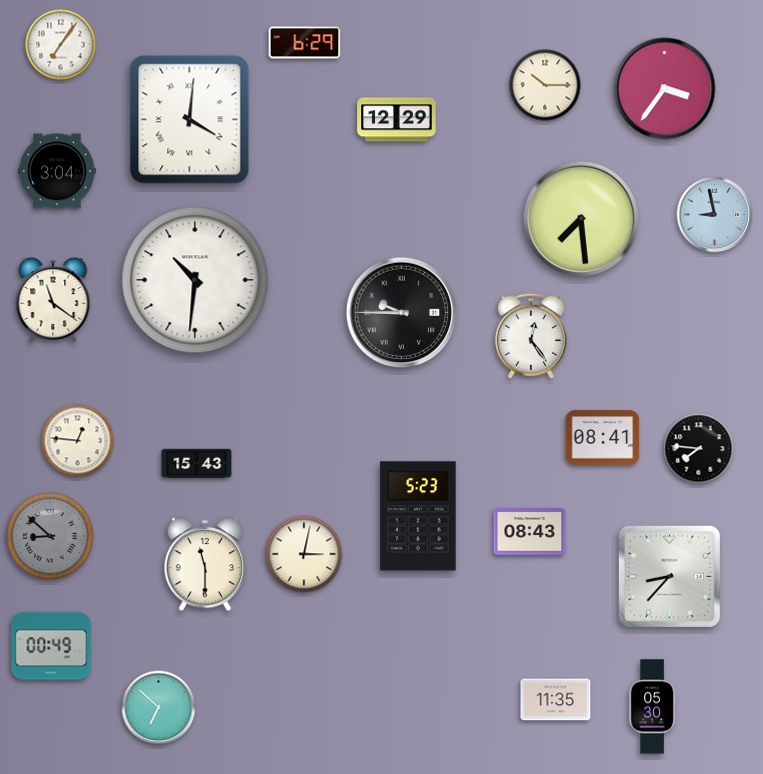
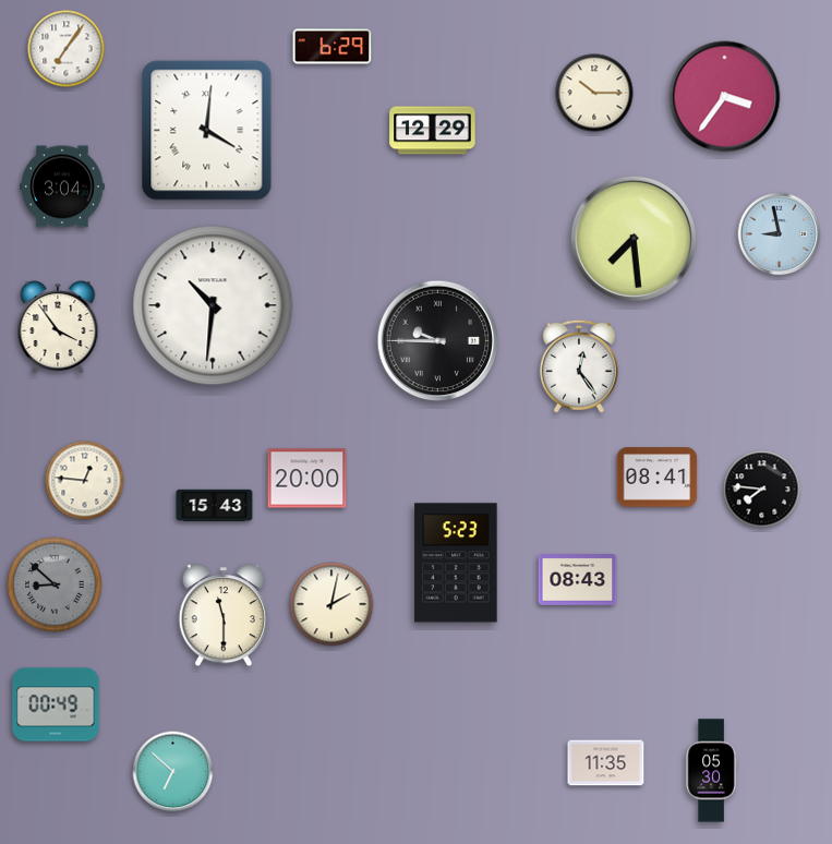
clock at (53, 300): 11:21 -> 3:54
clock at (308, 479): none -> 20:00
clock at (304, 554): 3:02 -> 2:02
clock at (669, 576): 8:37 -> none
